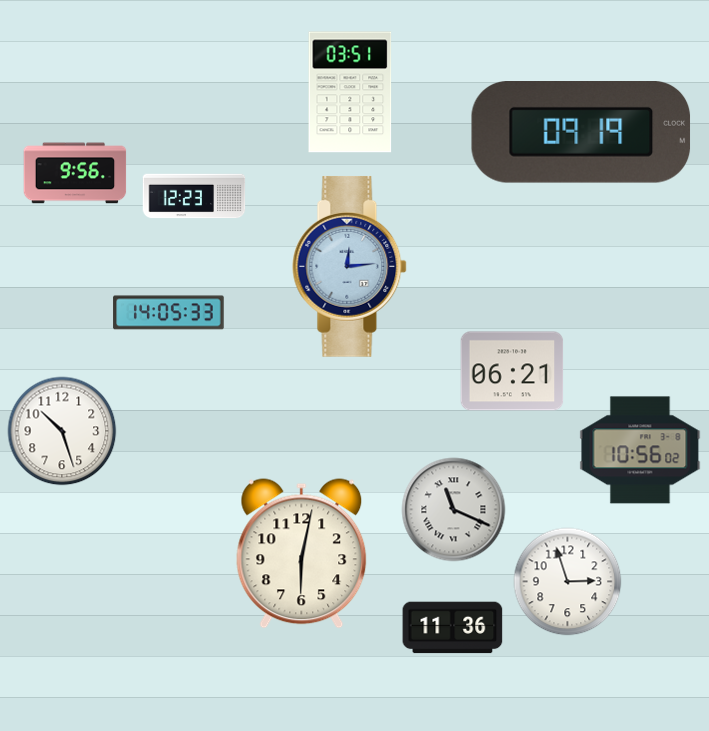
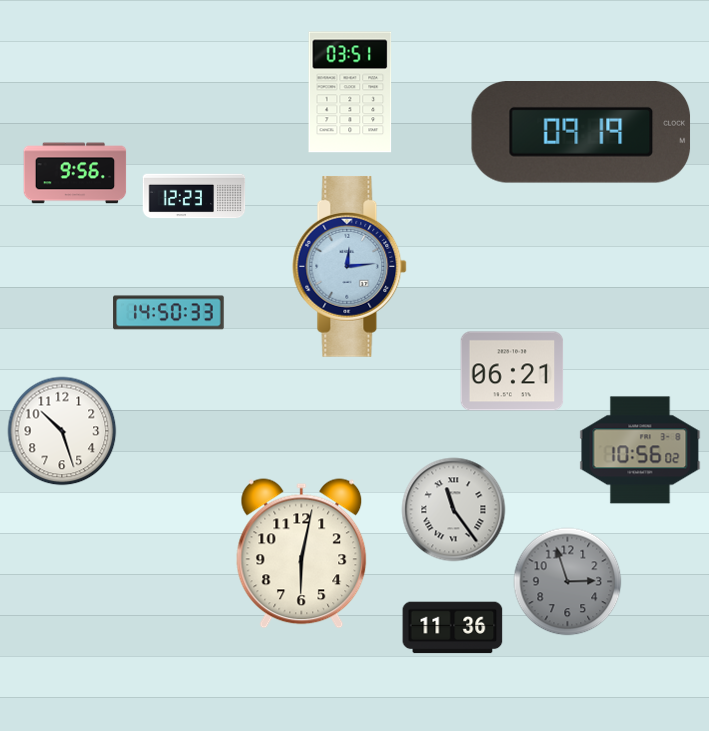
clock at (169, 313): 14:05 -> 14:50
clock at (454, 510): 11:19 -> 11:24
clock at (568, 582) dial: white -> grey
